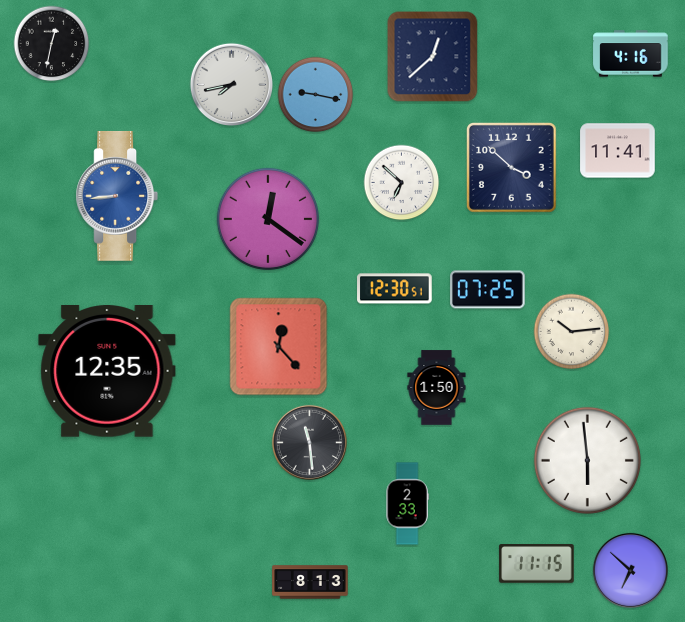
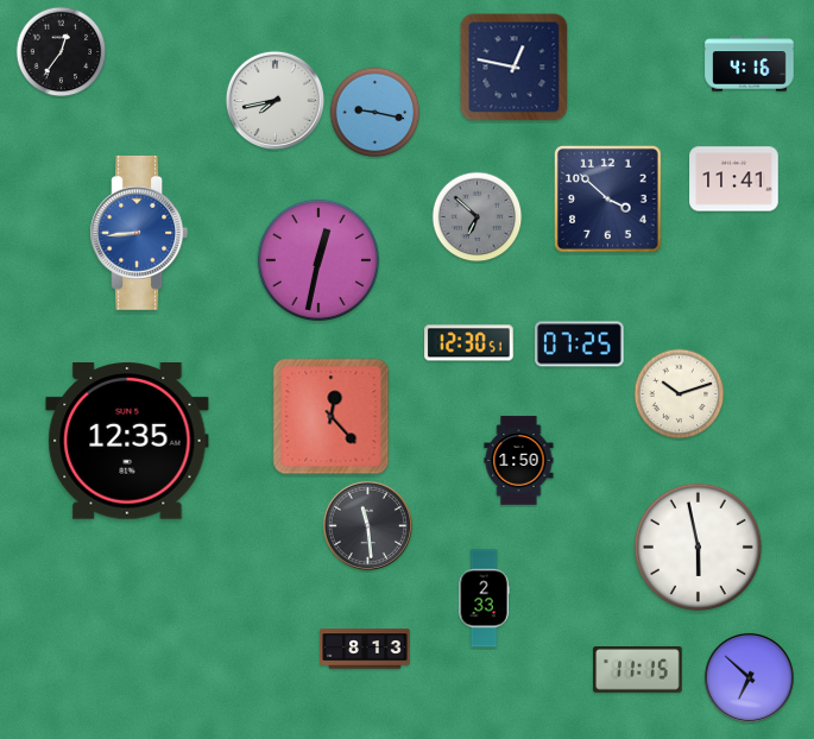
clock at (52, 44): 12:32 -> 12:36
clock at (433, 57): 12:38 -> 12:47
clock at (402, 183) dial: white -> grey
clock at (268, 219): 12:21 -> 12:32
clock at (572, 332): 10:14 -> 10:12
clock at (279, 347) position: (279, 347) -> (332, 417)
clock at (587, 460): 5:59 -> 5:58
clock at (310, 582) position: (310, 582) -> (365, 649)
